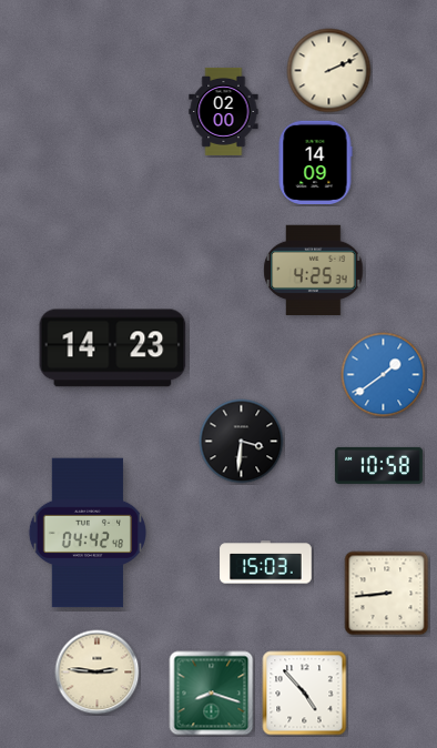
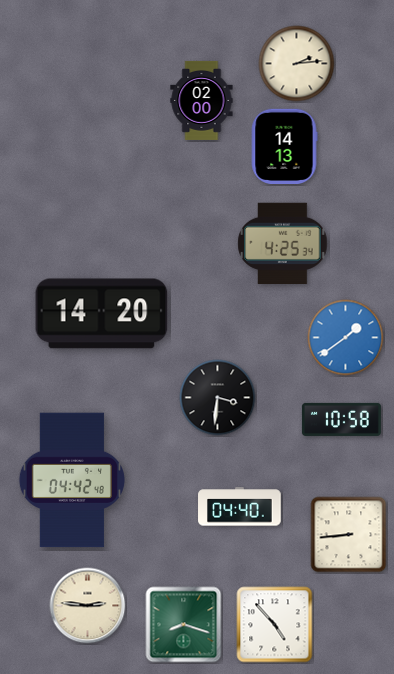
clock at (329, 71): 2:11 -> 2:14
clock at (315, 162): 14:09 -> 14:13
clock at (113, 348): 14:23 -> 14:20
clock at (88, 533) position: (88, 533) -> (72, 480)
clock at (266, 563): 15:03 -> 04:40
clock at (212, 694) position: (212, 694) -> (184, 625)
